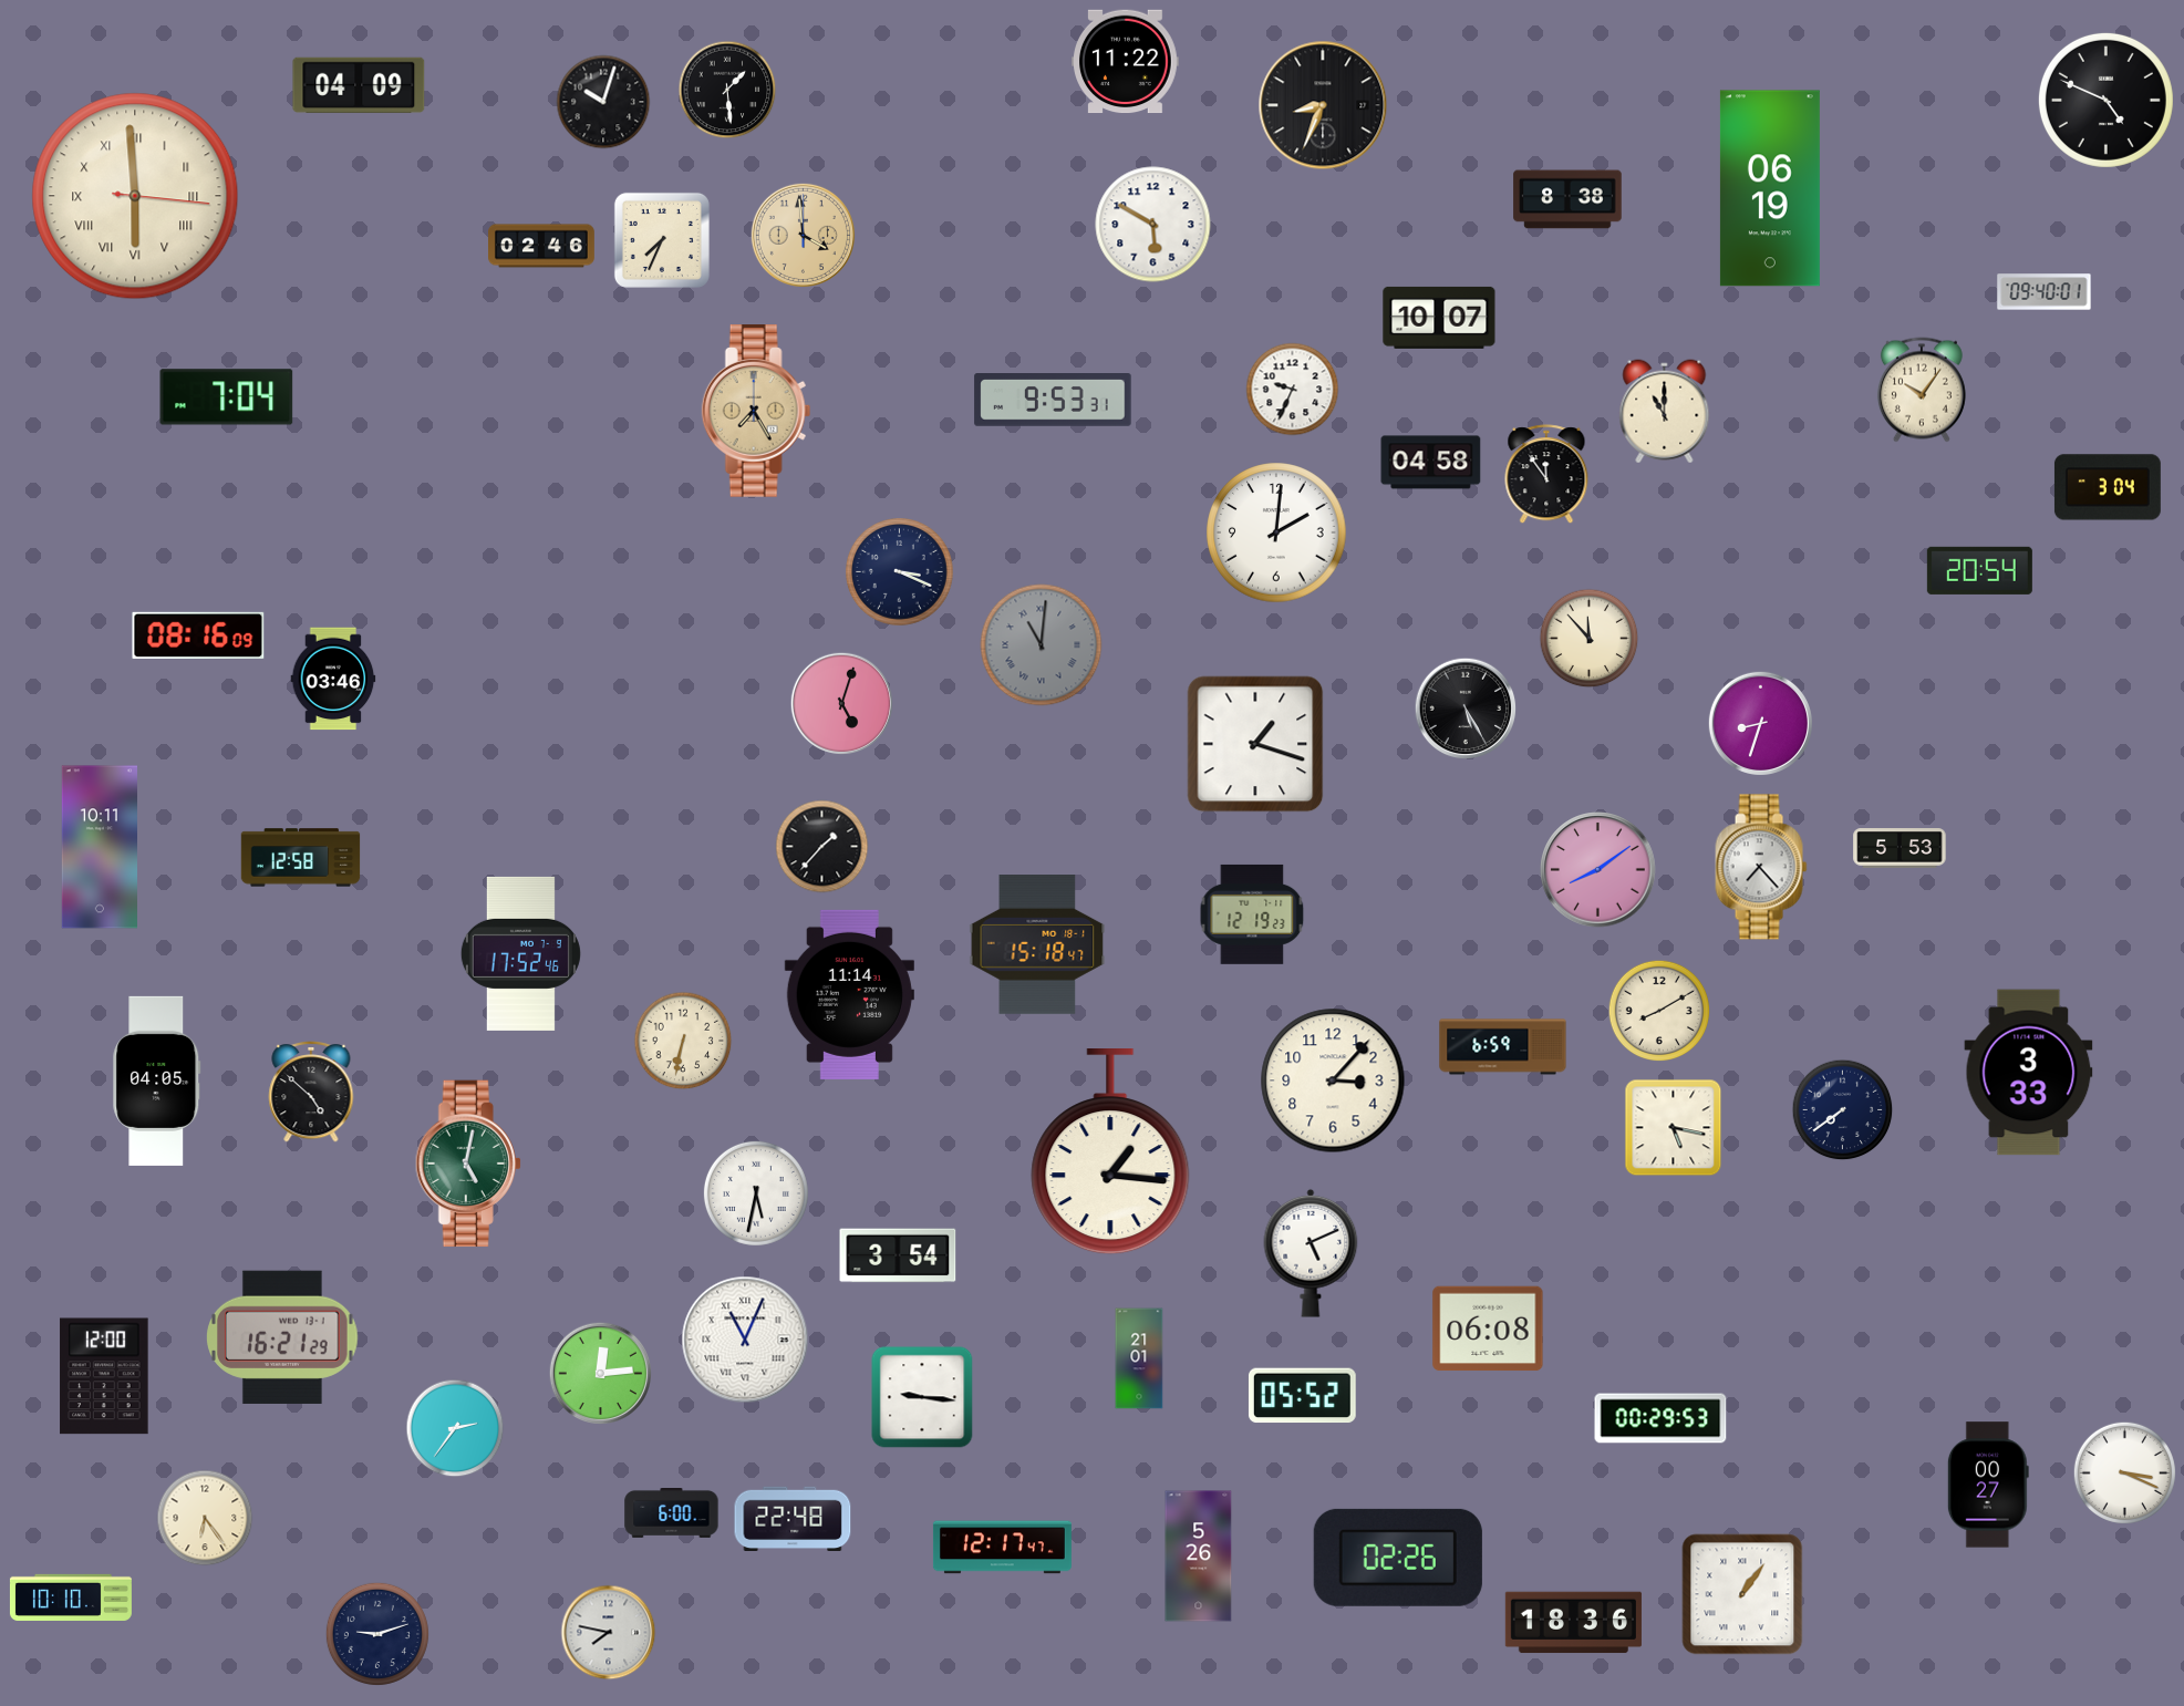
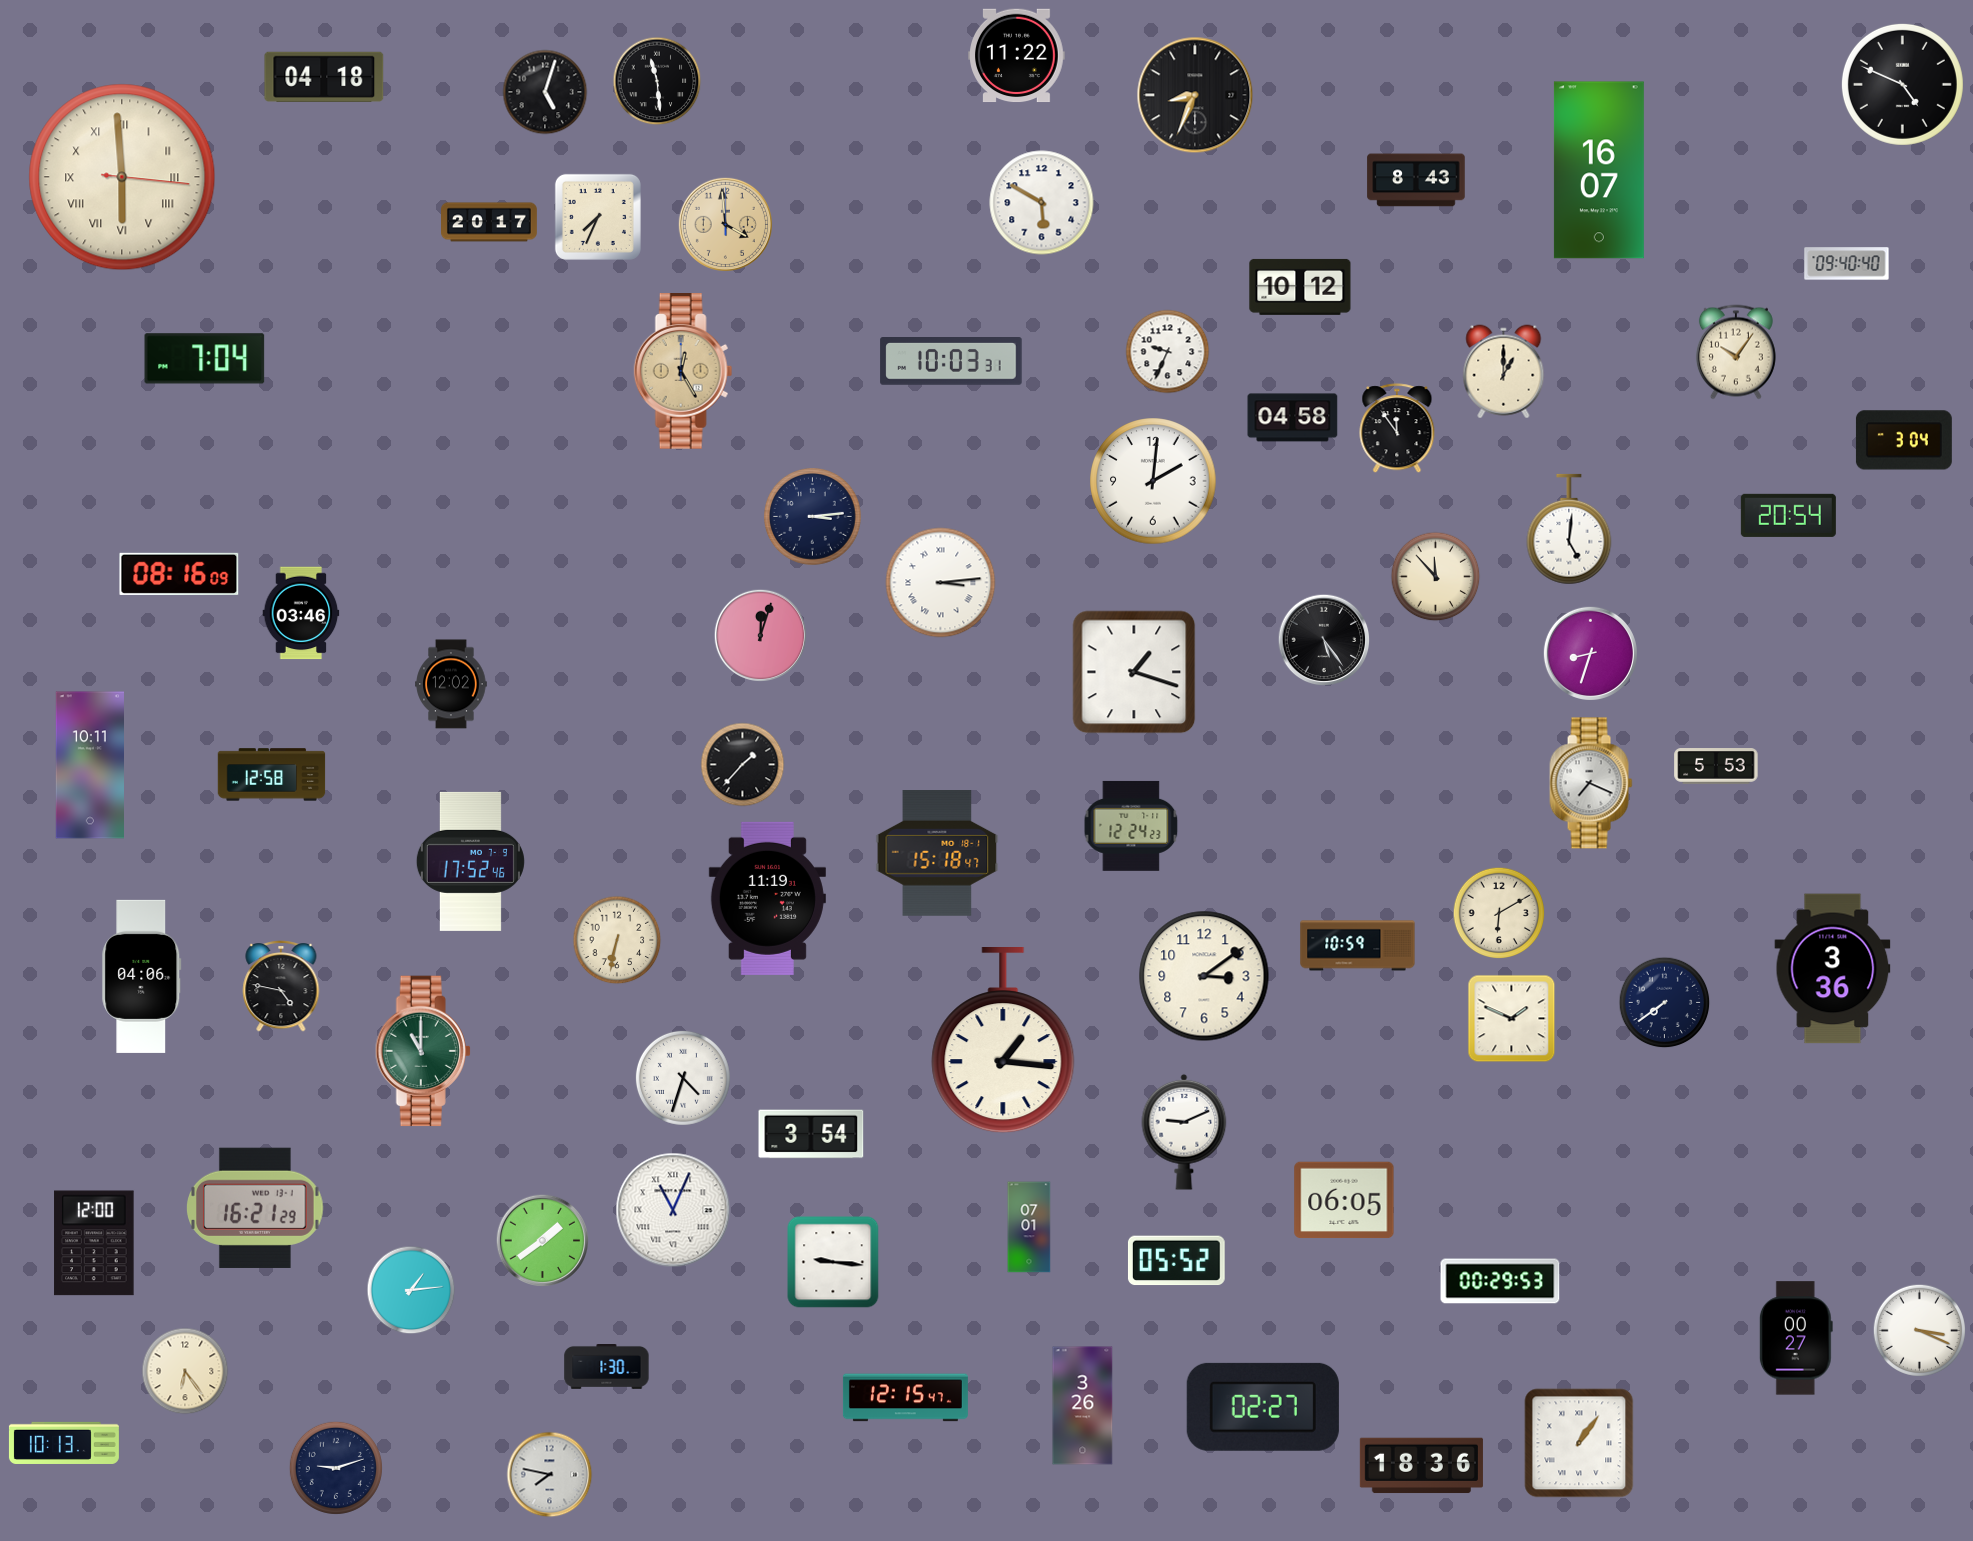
clock at (359, 85): 04:09 -> 04:18
clock at (727, 90): 1:29 -> 11:29
clock at (2105, 100) position: (2105, 100) -> (1902, 84)
clock at (603, 102): 10:03 -> 5:03
clock at (1770, 188): 06:19 -> 16:07
clock at (1567, 199): 8:38 -> 8:43
clock at (803, 235) position: (803, 235) -> (725, 224)
clock at (542, 246): 02:46 -> 20:17
clock at (2045, 292): 09:40:01 -> 09:40:40
clock at (1439, 318): 10:07 -> 10:12
clock at (1053, 400): 9:53 -> 10:03
clock at (756, 412): 7:25 -> 12:25
clock at (1665, 412): 11:00 -> 1:00
clock at (900, 572): 3:19 -> 3:14
clock at (1569, 529): none -> 5:01
clock at (1042, 645): 11:01 -> 3:14
clock at (1042, 645) dial: grey -> white
clock at (841, 703): 5:03 -> 12:03
clock at (1466, 709): 5:25 -> 5:24
clock at (451, 684): none -> 12:02
clock at (1761, 867): 7:23 -> 7:19
clock at (1598, 870): 8:09 -> none
clock at (1252, 914): 12:19 -> 12:24
clock at (849, 994): 11:14 -> 11:19
clock at (1659, 1011): 8:10 -> 6:10
clock at (1503, 1047): 6:59 -> 10:59
clock at (2029, 1073): 3:33 -> 3:36
clock at (157, 1081): 04:05 -> 04:06
clock at (1333, 1081): 3:07 -> 3:09
clock at (311, 1092): 4:52 -> 4:47
clock at (1674, 1128): 5:17 -> 1:49
clock at (468, 1164): 5:02 -> 11:00
clock at (756, 1193): 5:32 -> 4:33
clock at (1311, 1253): 5:11 -> 9:11
clock at (1488, 1328): 06:08 -> 06:05
clock at (1139, 1358): 21:01 -> 07:01
clock at (600, 1373): 12:14 -> 1:39
clock at (455, 1428): 2:36 -> 1:14
clock at (1988, 1485) position: (1988, 1485) -> (1796, 1338)
clock at (672, 1513): 6:00 -> 1:30
clock at (793, 1518): 22:48 -> none
clock at (1002, 1548): 12:17 -> 12:15
clock at (1199, 1557): 5:26 -> 3:26
clock at (1398, 1558): 02:26 -> 02:27
clock at (1742, 1594) position: (1742, 1594) -> (1579, 1443)
clock at (71, 1598): 10:10 -> 10:13
clock at (377, 1634) position: (377, 1634) -> (336, 1468)
